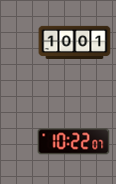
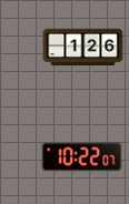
clock at (75, 42): 10:01 -> 1:26
